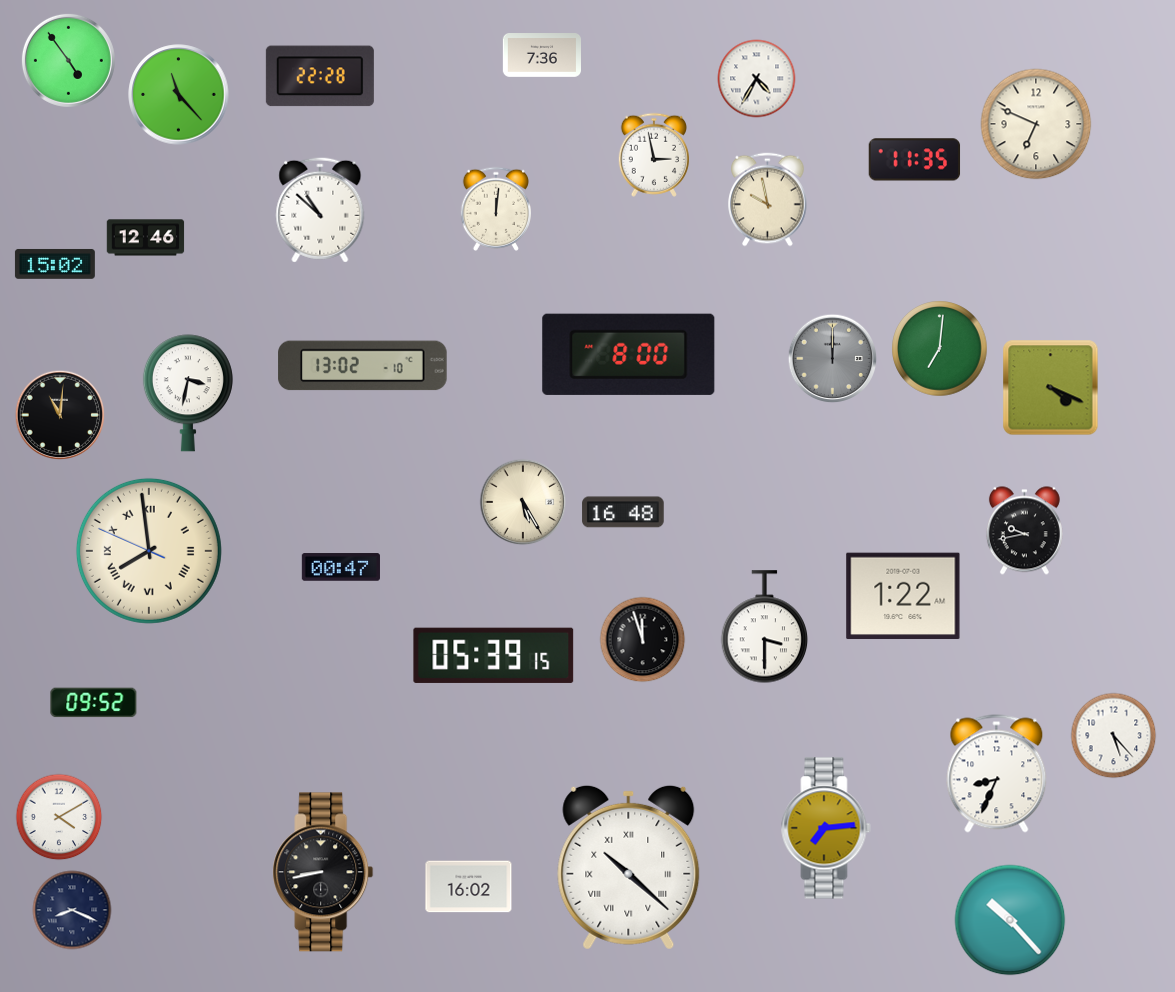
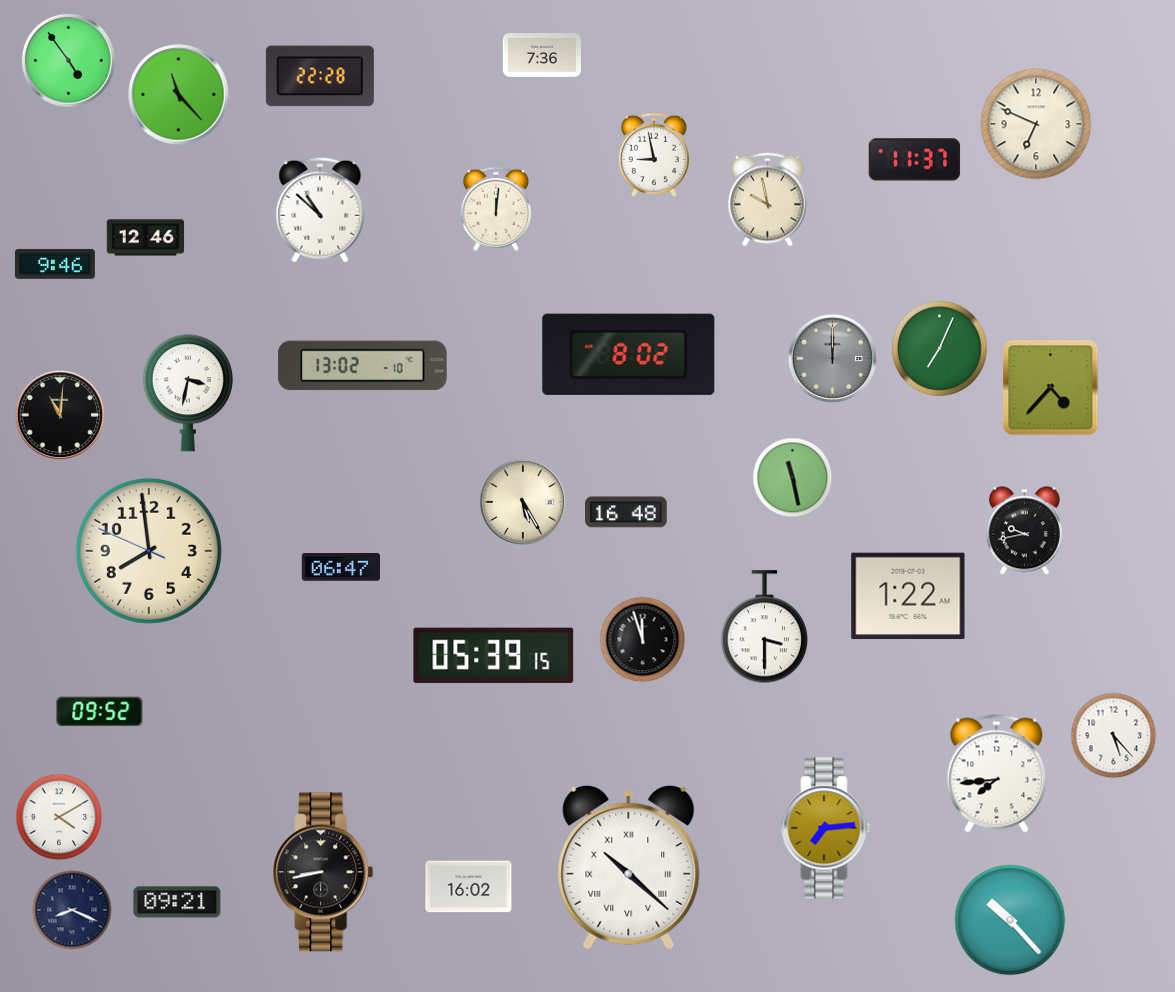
clock at (757, 79): 4:35 -> none
clock at (654, 155): 2:58 -> 8:58
clock at (915, 160): 11:35 -> 11:37
clock at (55, 264): 15:02 -> 9:46
clock at (940, 349): 7:01 -> 7:04
clock at (629, 354): 8:00 -> 8:02
clock at (1051, 388): 4:19 -> 4:37
clock at (793, 478): none -> 11:28
clock at (623, 512) position: (623, 512) -> (626, 512)
clock at (149, 551) numerals: Roman -> Arabic
clock at (341, 567): 00:47 -> 06:47
clock at (903, 596) position: (903, 596) -> (908, 596)
clock at (94, 703) position: (94, 703) -> (100, 712)
clock at (997, 774): 8:34 -> 7:44
clock at (177, 902): none -> 09:21
